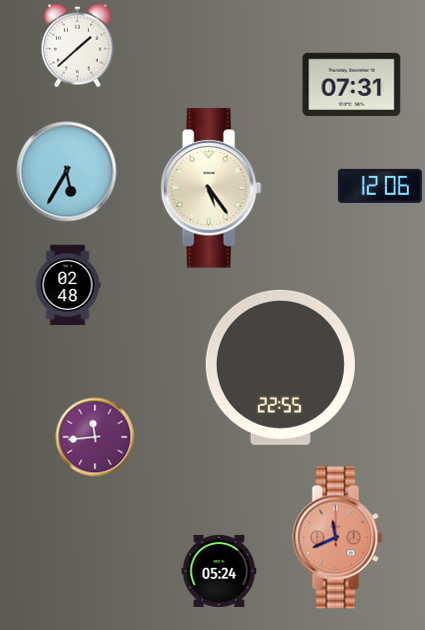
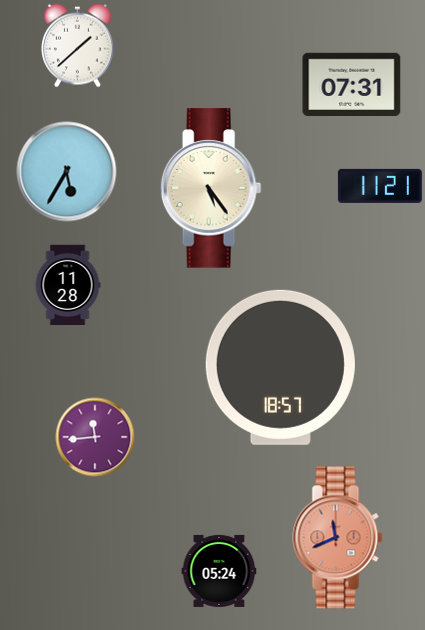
clock at (380, 186): 12:06 -> 11:21
clock at (68, 285): 02:48 -> 11:28
clock at (280, 367): 22:55 -> 18:57
